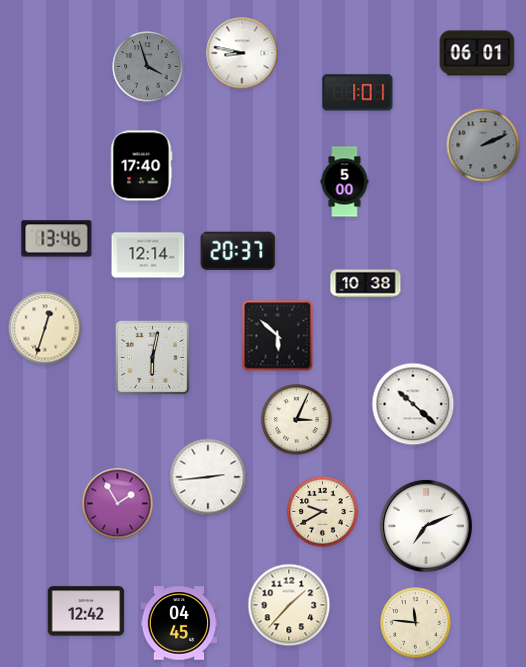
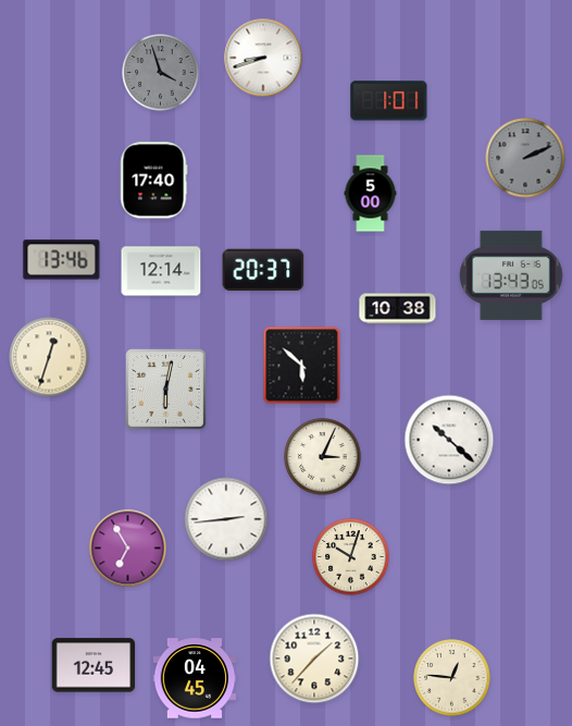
clock at (242, 53): 8:47 -> 8:42
clock at (477, 53): 06:01 -> none
clock at (345, 182) position: (345, 182) -> (371, 194)
clock at (238, 251) position: (238, 251) -> (263, 270)
clock at (511, 275): none -> 13:43
clock at (148, 255) position: (148, 255) -> (161, 271)
clock at (118, 504): 1:55 -> 6:55
clock at (323, 512): 9:40 -> 10:03
clock at (426, 526): 7:11 -> none
clock at (86, 611): 12:42 -> 12:45
clock at (416, 623): 11:46 -> 12:46
